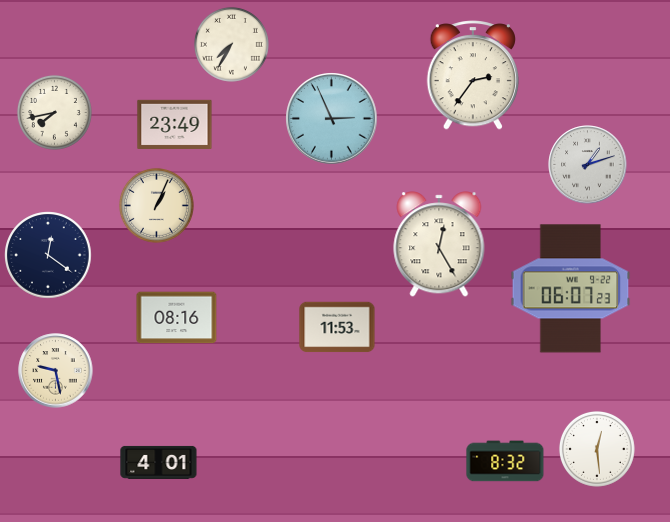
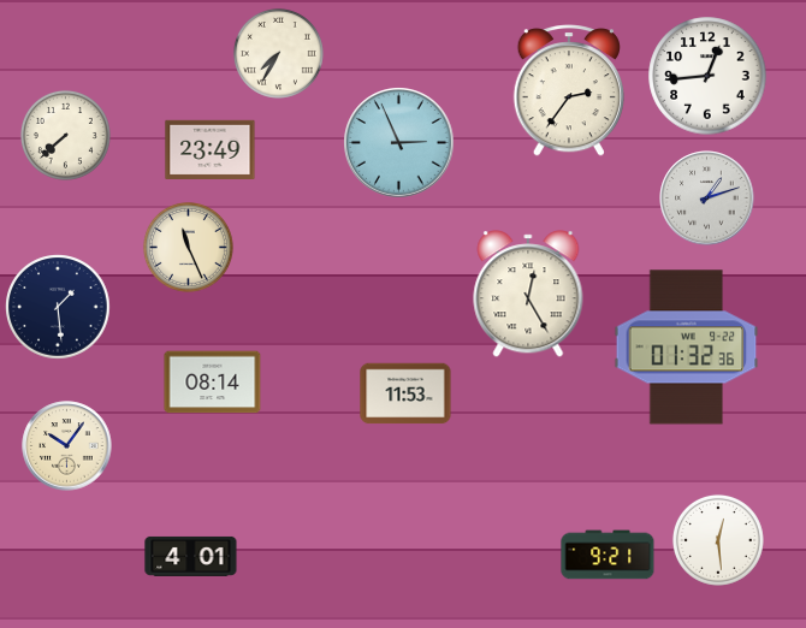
clock at (707, 76): none -> 12:44
clock at (54, 112): 7:43 -> 7:38
clock at (156, 205): 1:04 -> 11:26
clock at (48, 255): 12:21 -> 1:29
clock at (571, 289): 06:07 -> 01:32
clock at (177, 318): 08:16 -> 08:14
clock at (56, 371): 9:28 -> 10:06
clock at (505, 461): 8:32 -> 9:21
